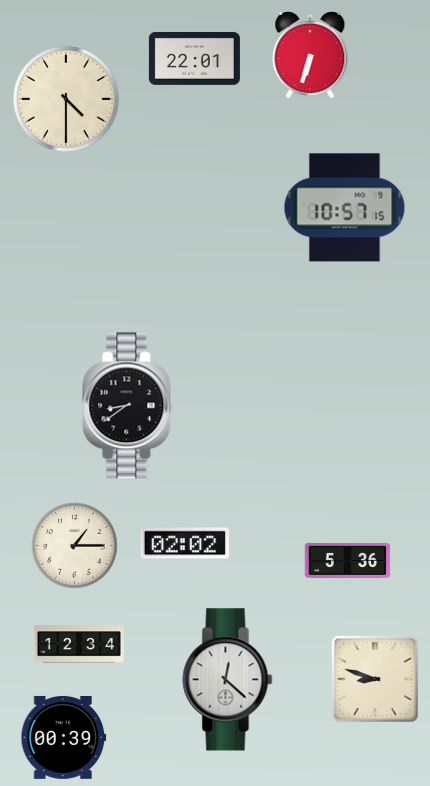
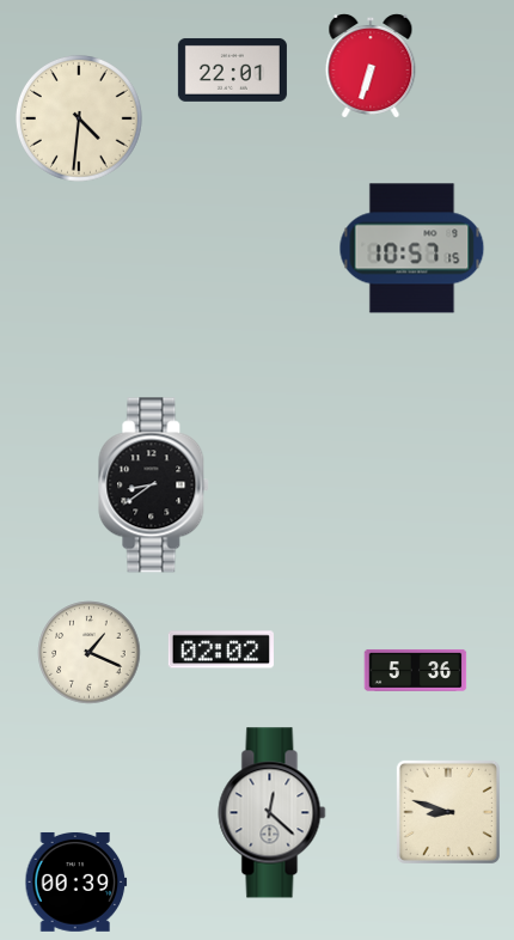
clock at (66, 99): 4:30 -> 4:31
clock at (75, 546): 1:15 -> 1:19
clock at (79, 644): 12:34 -> none
